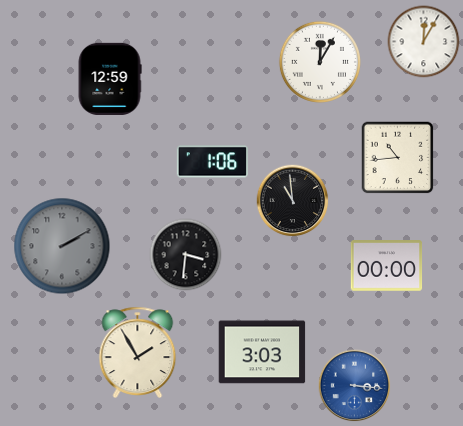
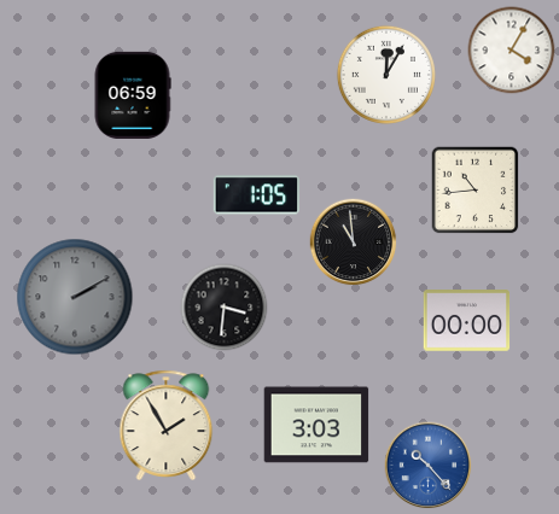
clock at (424, 42): 12:05 -> 4:05
clock at (110, 79): 12:59 -> 06:59
clock at (398, 158) position: (398, 158) -> (476, 191)
clock at (213, 162): 1:06 -> 1:05
clock at (355, 386): 3:16 -> 10:23
